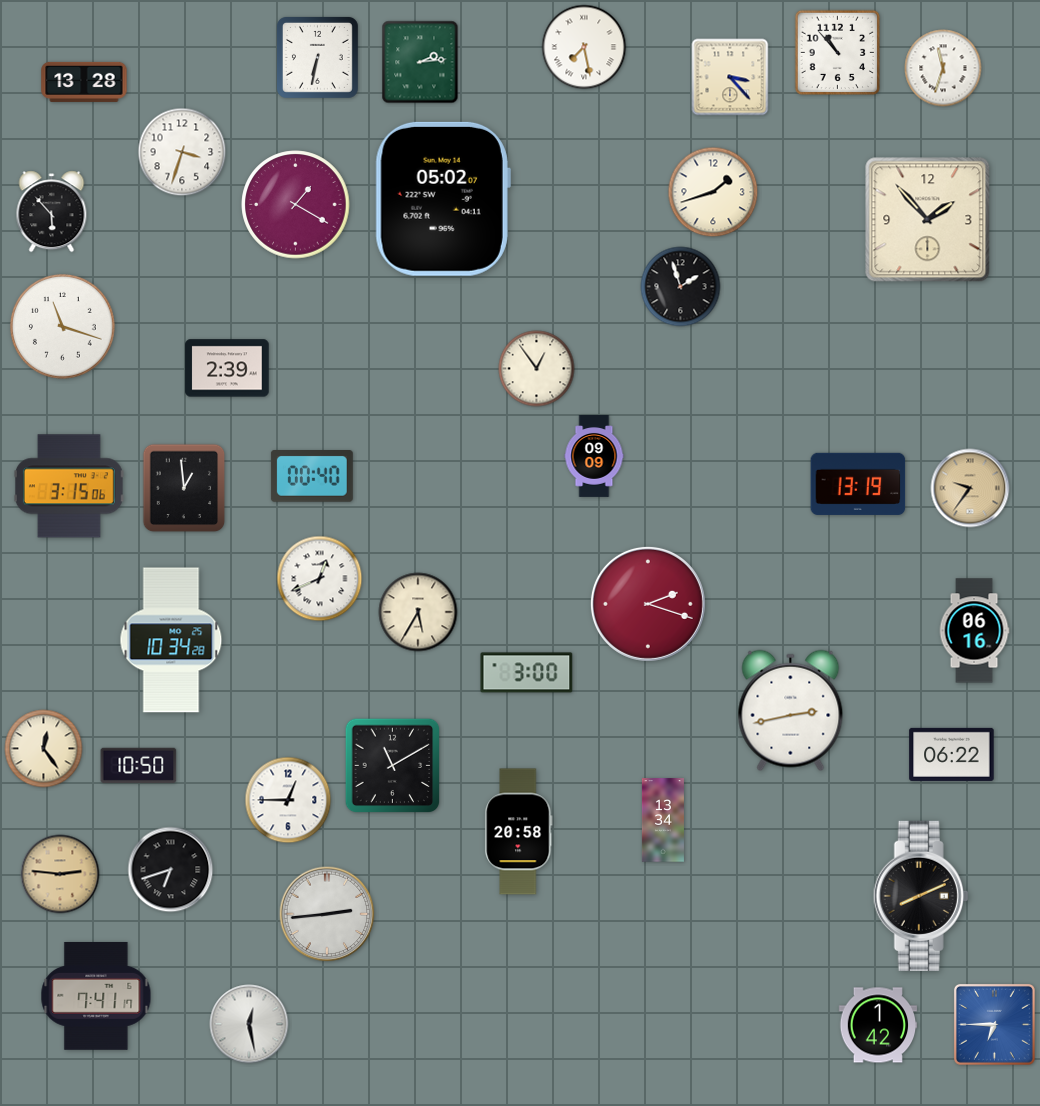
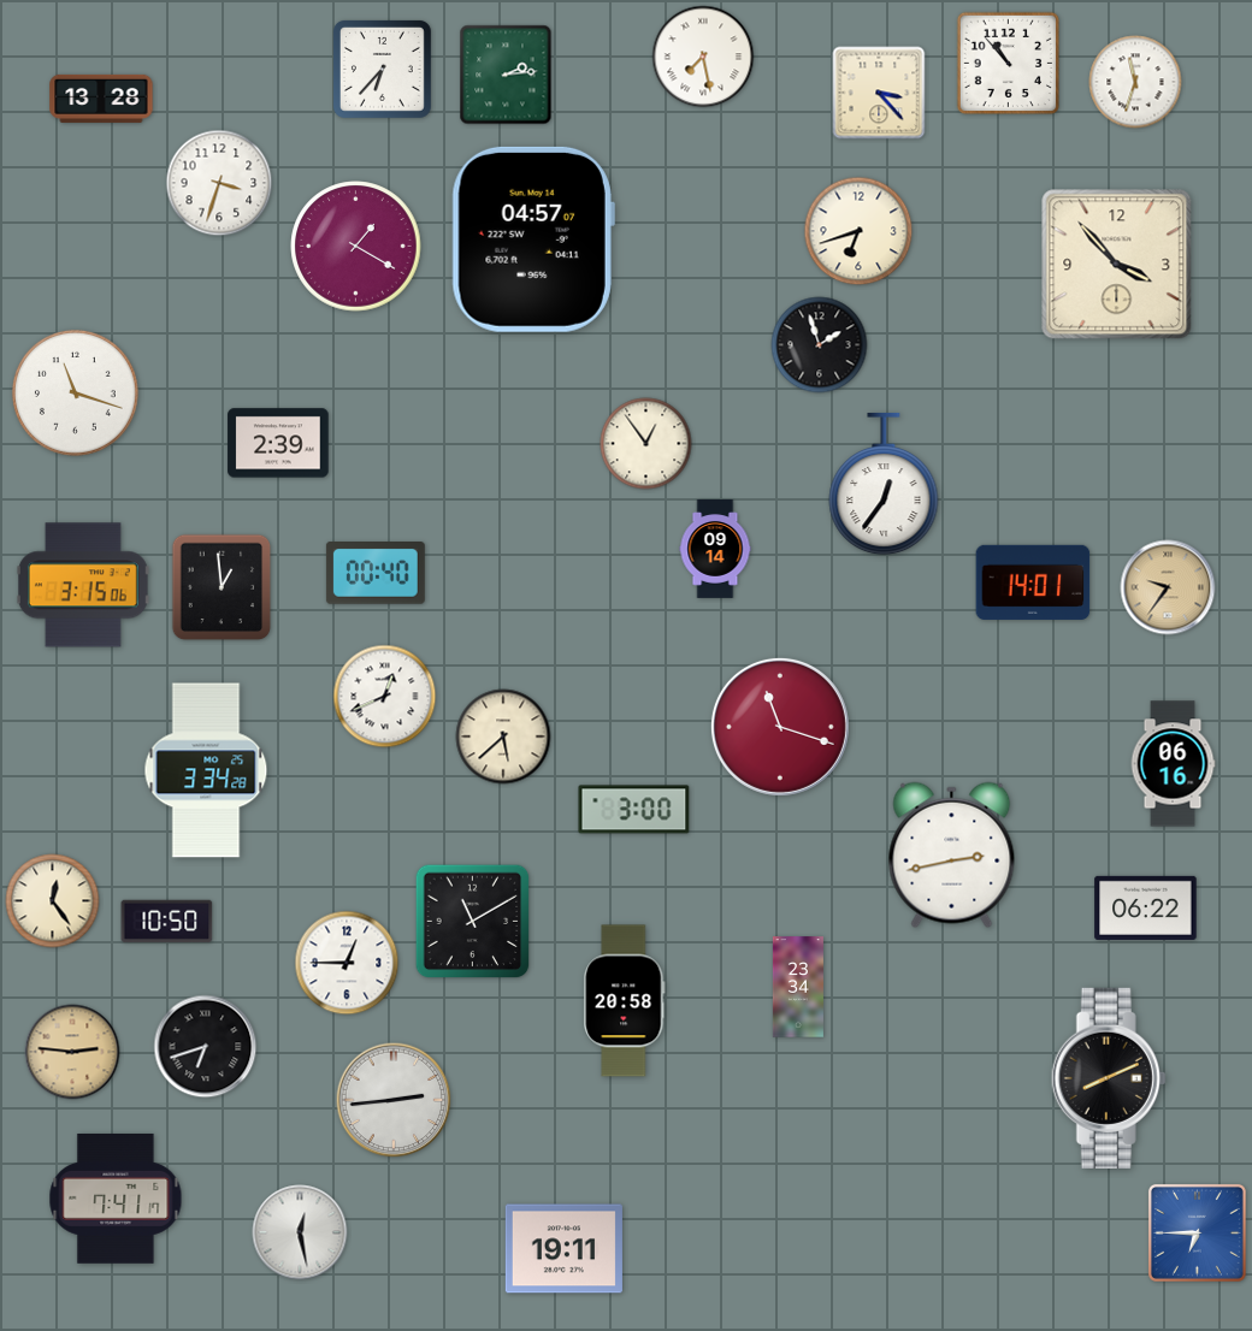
clock at (317, 57): 6:32 -> 6:37
clock at (713, 192): 1:42 -> 6:42
clock at (443, 199): 05:02 -> 04:57
clock at (52, 212): 5:53 -> none
clock at (928, 220): 1:53 -> 3:53
clock at (227, 368) position: (227, 368) -> (278, 443)
clock at (884, 484): none -> 12:36
clock at (594, 457): 09:09 -> 09:14
clock at (858, 484): 13:19 -> 14:01
clock at (648, 604): 2:18 -> 11:18
clock at (418, 612): 5:35 -> 5:38
clock at (974, 631) position: (974, 631) -> (1173, 764)
clock at (171, 640): 10:34 -> 3:34
clock at (663, 820): 13:34 -> 23:34
clock at (878, 1025): 1:42 -> none
clock at (563, 1249): none -> 19:11
